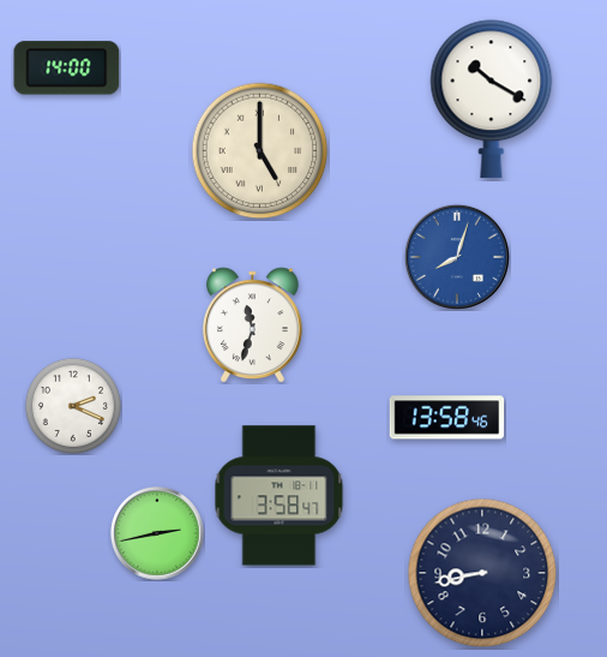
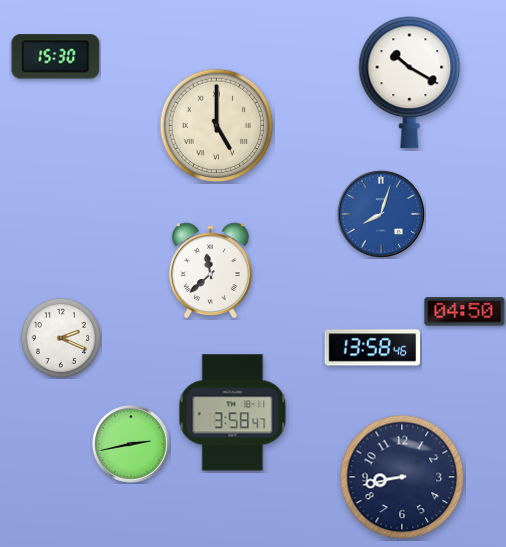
clock at (67, 68): 14:00 -> 15:30
clock at (252, 324): 11:33 -> 11:38
clock at (465, 312): none -> 04:50
